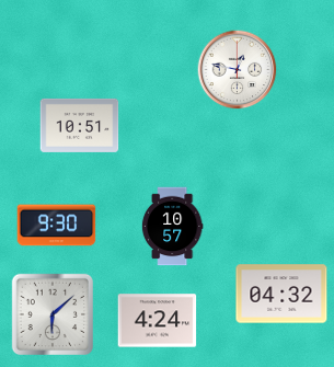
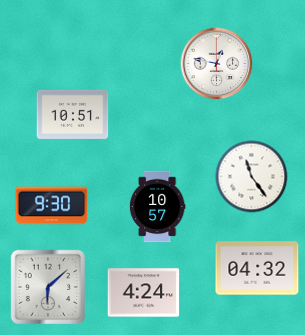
clock at (252, 177): none -> 11:24
